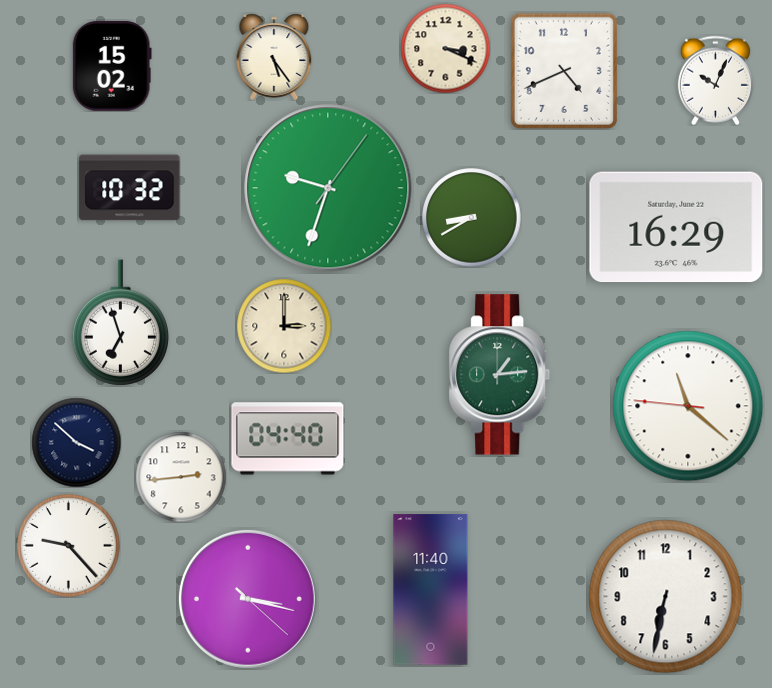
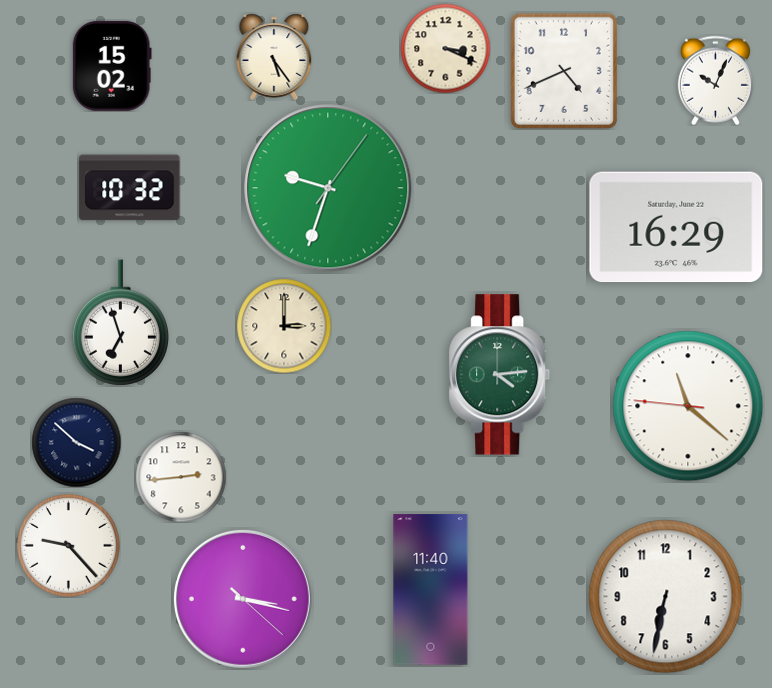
clock at (472, 218): 8:40 -> none
clock at (500, 375): 1:14 -> 4:14
clock at (288, 439): 04:40 -> none
clock at (248, 599) position: (248, 599) -> (243, 599)
